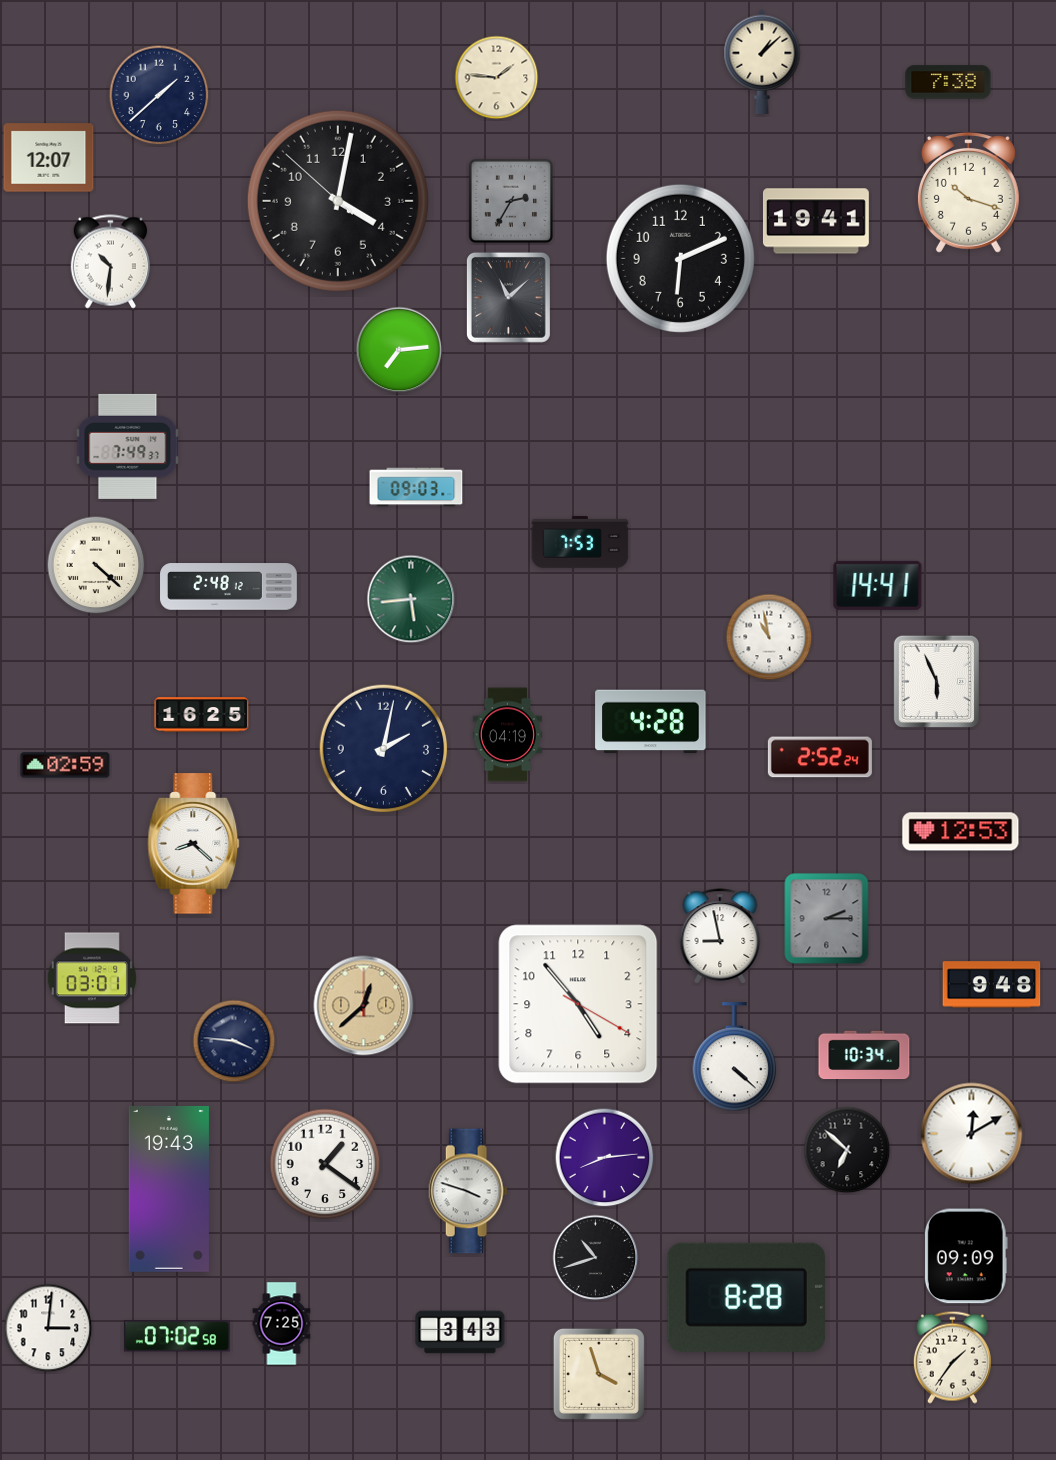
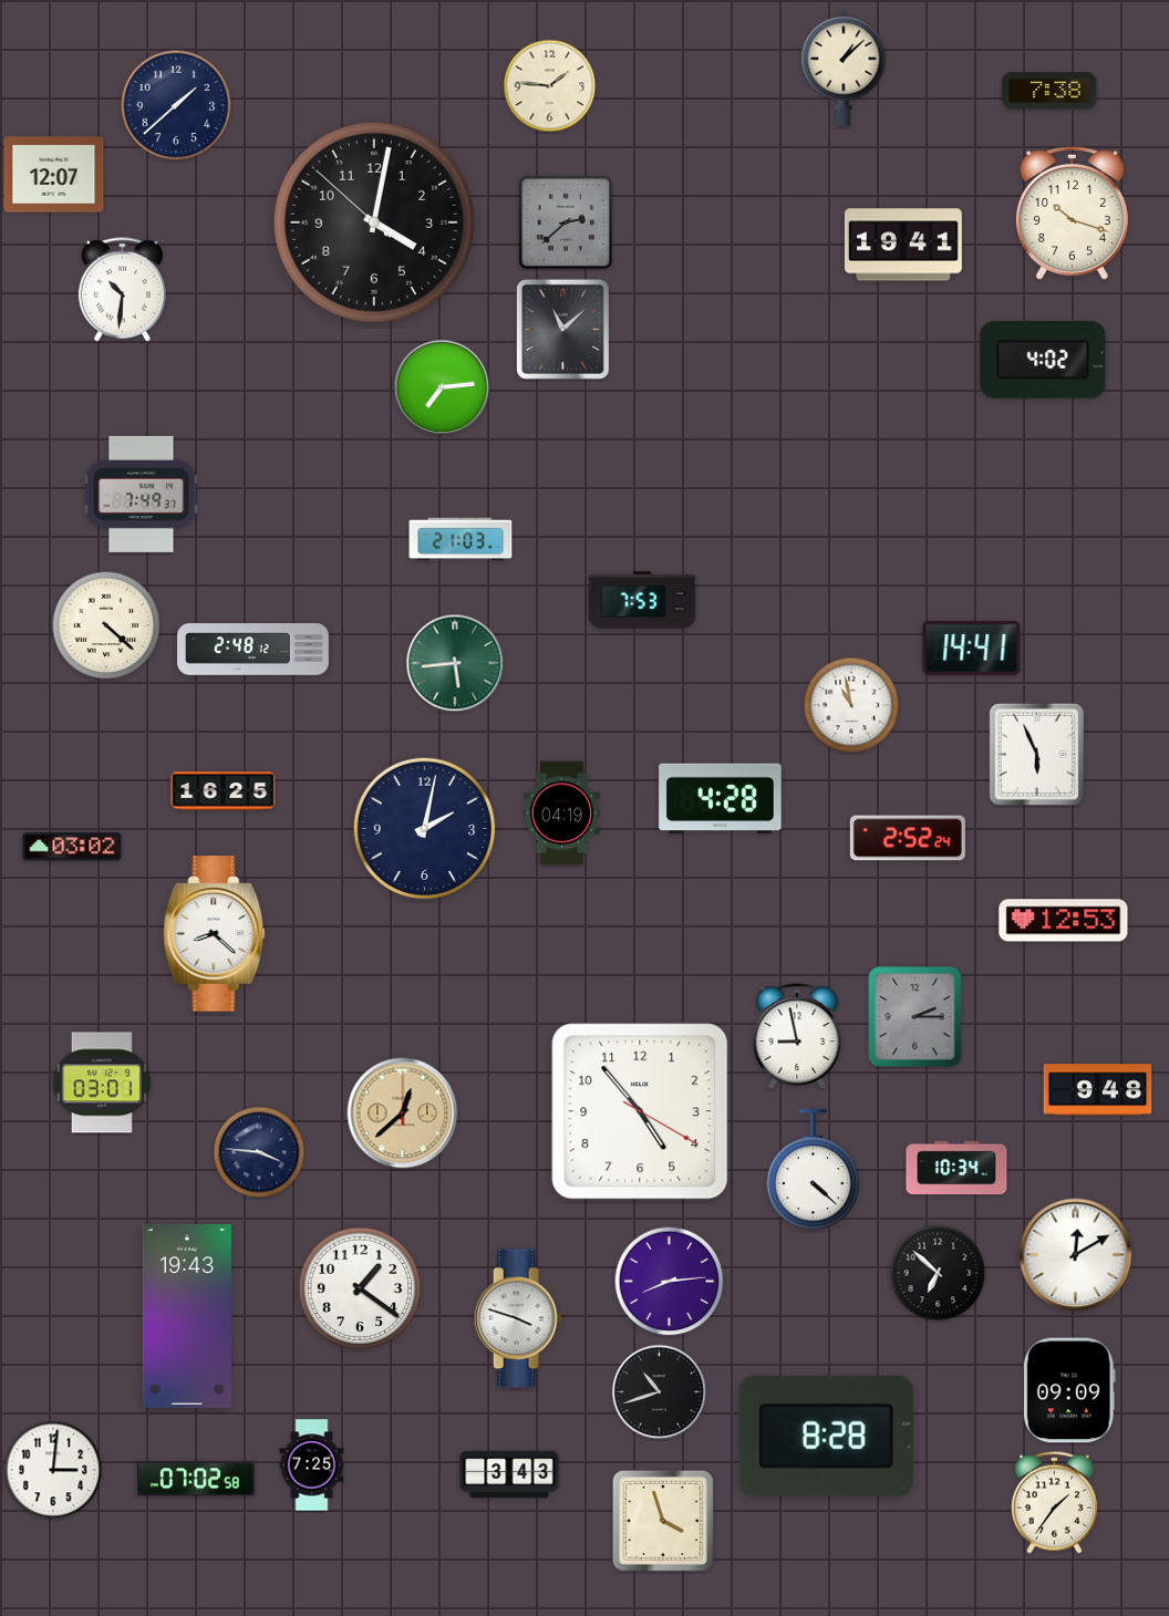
clock at (511, 201): 2:35 -> 2:38
clock at (680, 258): 6:11 -> none
clock at (1043, 360): none -> 4:02
clock at (416, 487): 09:03 -> 21:03
clock at (65, 765): 02:59 -> 03:02
